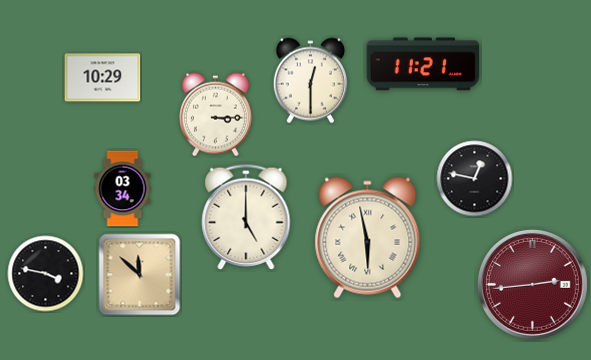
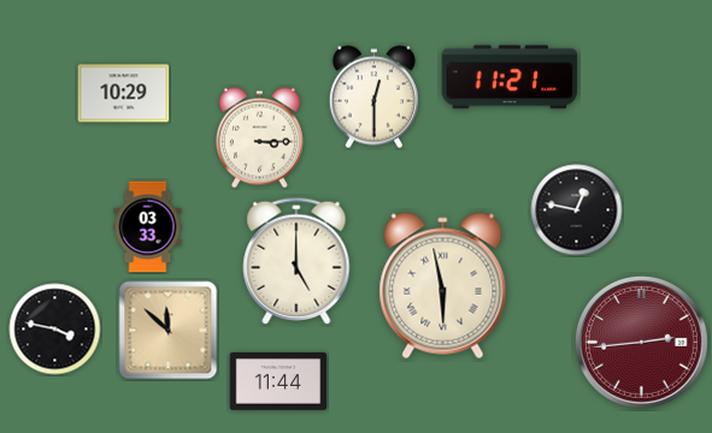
clock at (475, 179) position: (475, 179) -> (577, 210)
clock at (123, 189): 03:34 -> 03:33
clock at (278, 382): none -> 11:44
